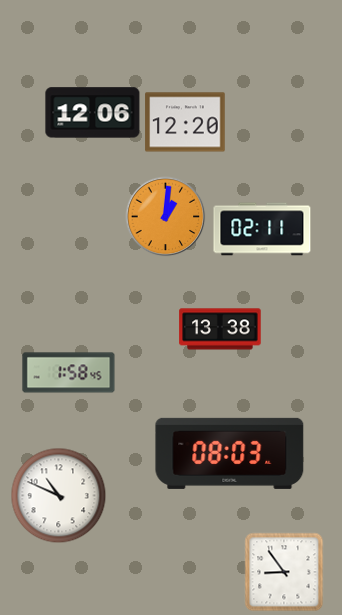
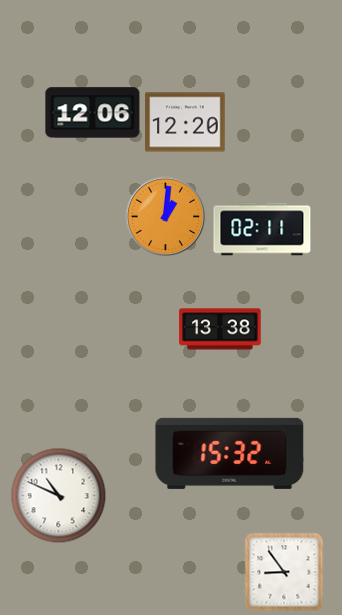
clock at (69, 373): 1:58 -> none
clock at (230, 453): 08:03 -> 15:32
